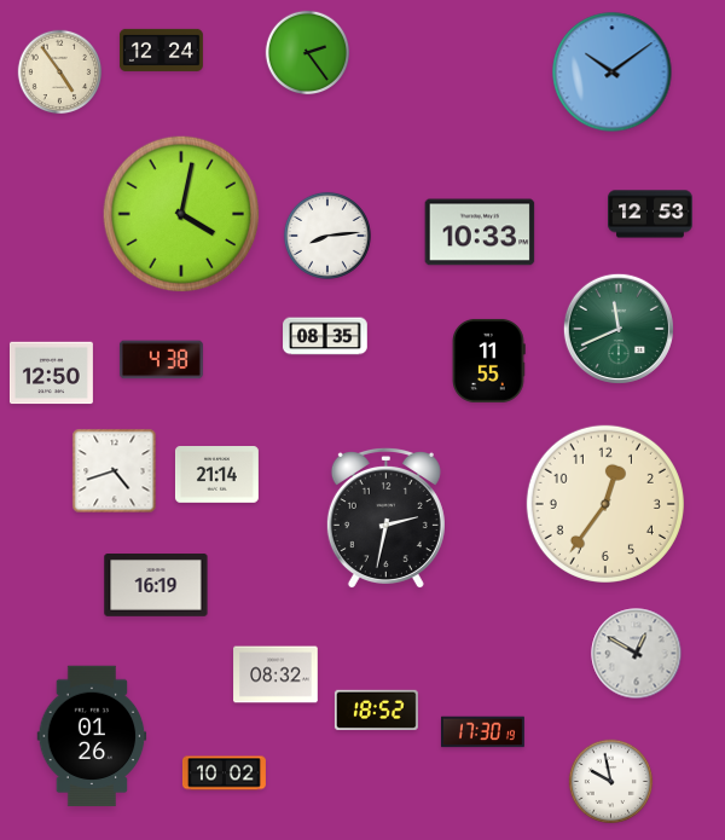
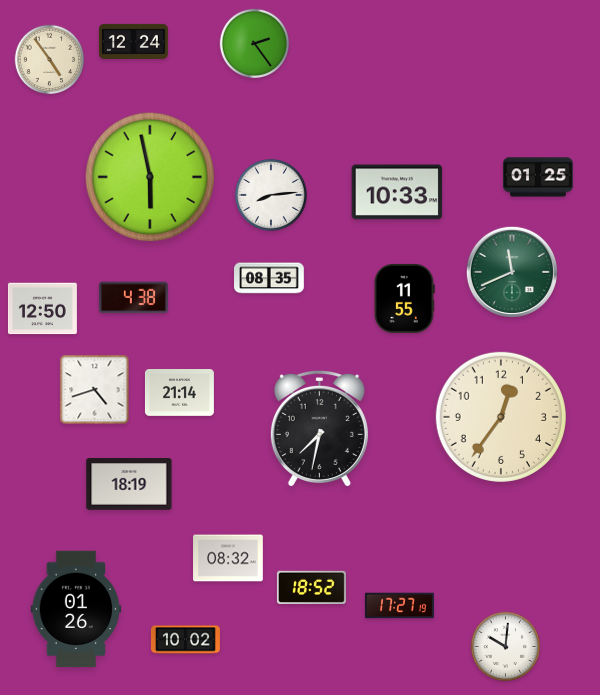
clock at (613, 73): 10:09 -> none
clock at (181, 214): 4:02 -> 5:58
clock at (650, 214): 12:53 -> 01:25
clock at (385, 517): 2:32 -> 7:32
clock at (156, 585): 16:19 -> 18:19
clock at (637, 654): 12:50 -> none
clock at (482, 732): 17:30 -> 17:27
clock at (611, 782): 9:58 -> 10:01
